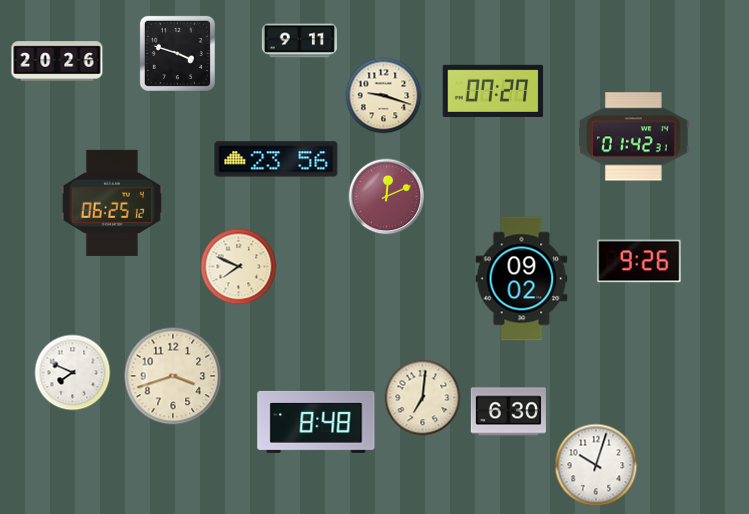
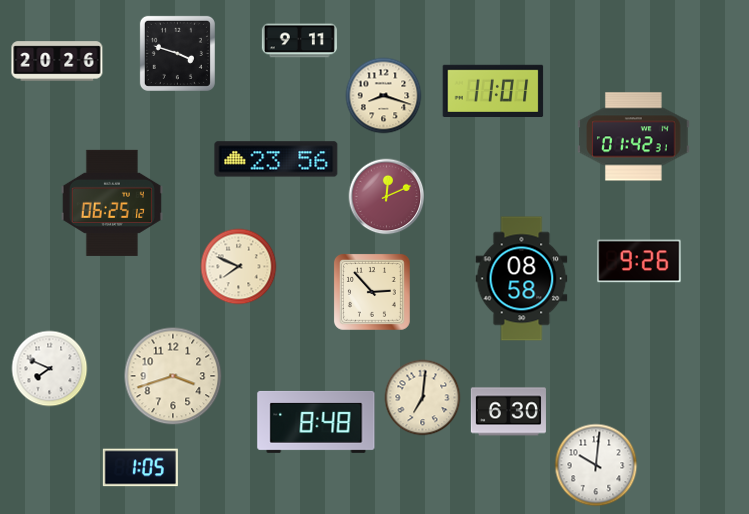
clock at (493, 90): 07:27 -> 11:01
clock at (384, 96): 9:18 -> 8:18
clock at (522, 279): 09:02 -> 08:58
clock at (372, 292): none -> 2:53
clock at (73, 373) position: (73, 373) -> (50, 369)
clock at (596, 465): 10:03 -> 10:01
clock at (140, 468): none -> 1:05
